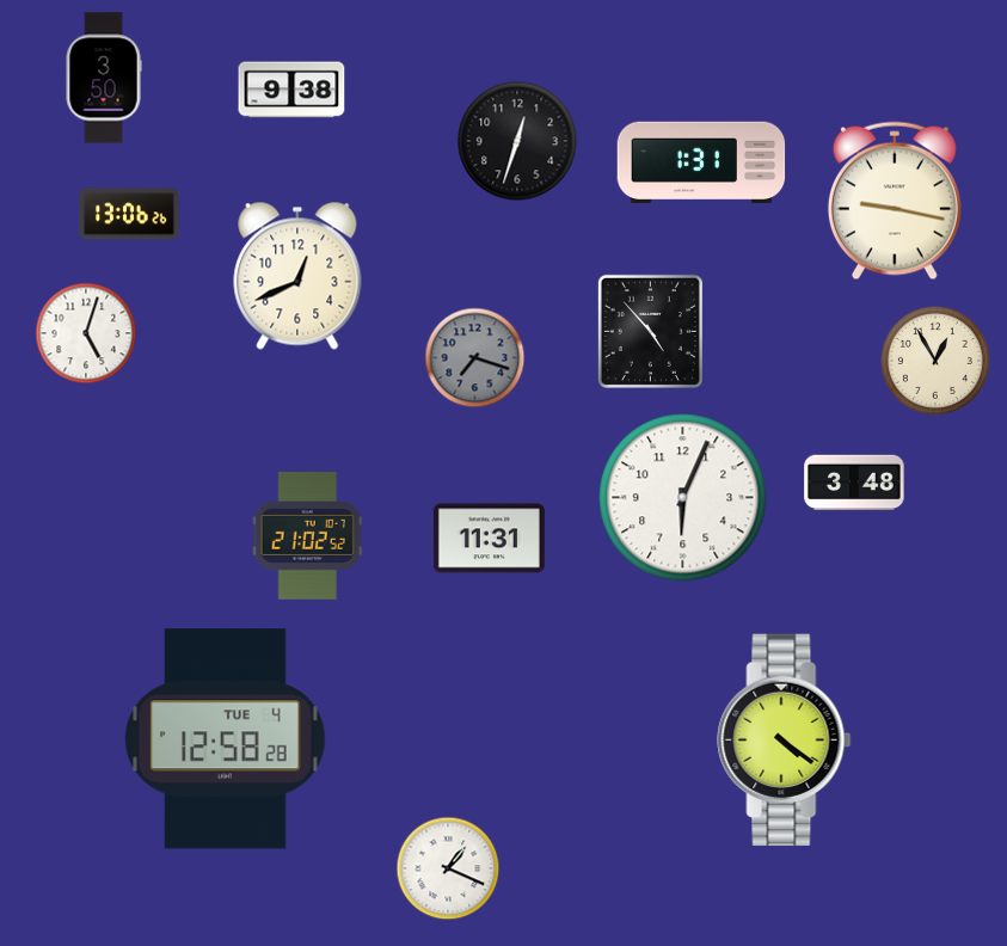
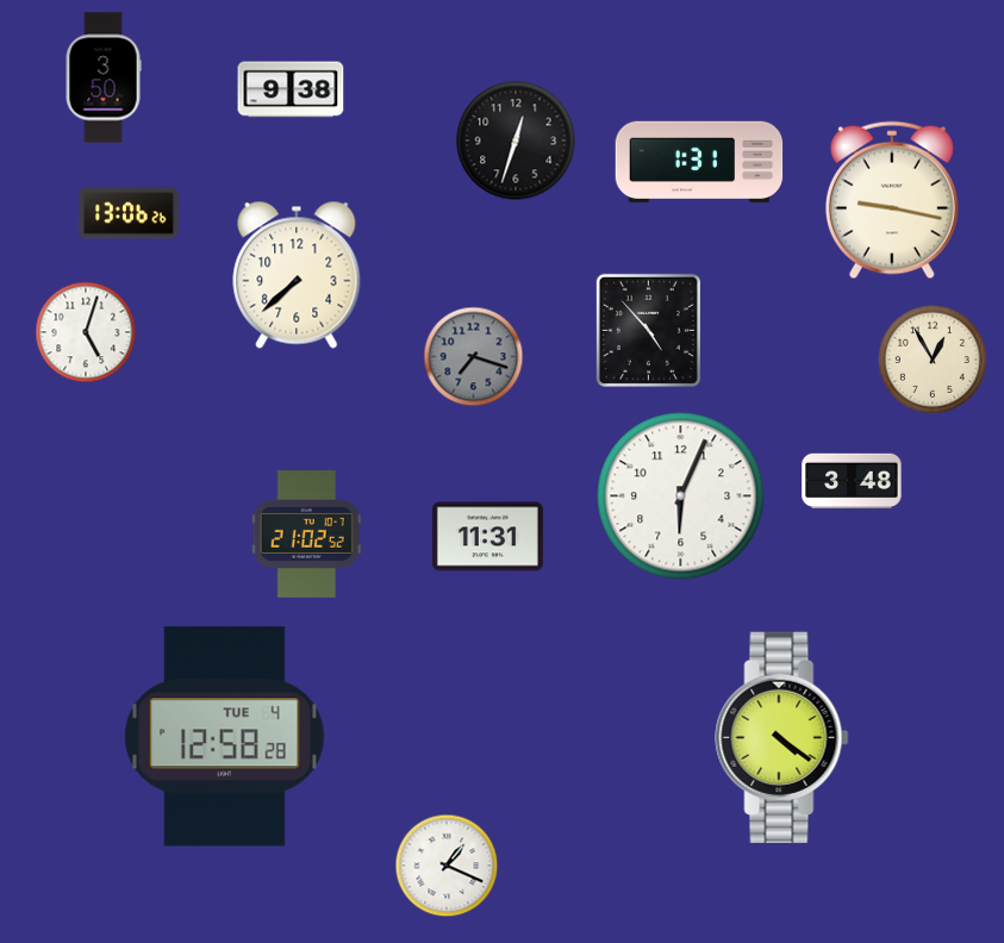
clock at (297, 276): 12:41 -> 7:38
